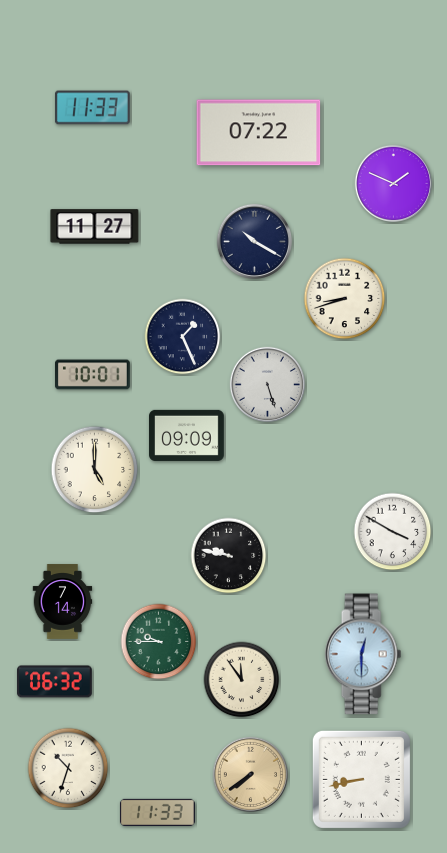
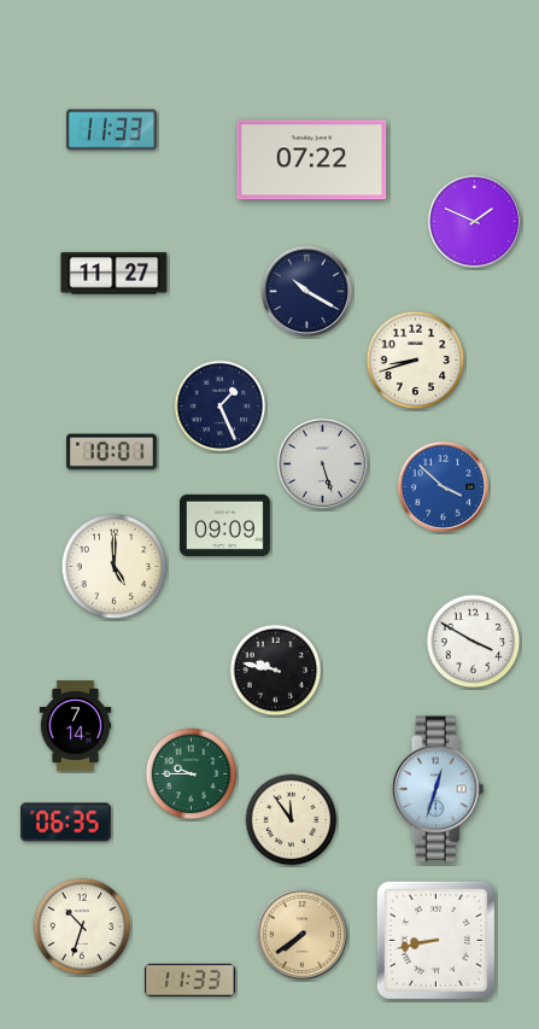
clock at (443, 486): none -> 3:52
clock at (363, 654): 12:30 -> 12:33
clock at (55, 682): 06:32 -> 06:35
